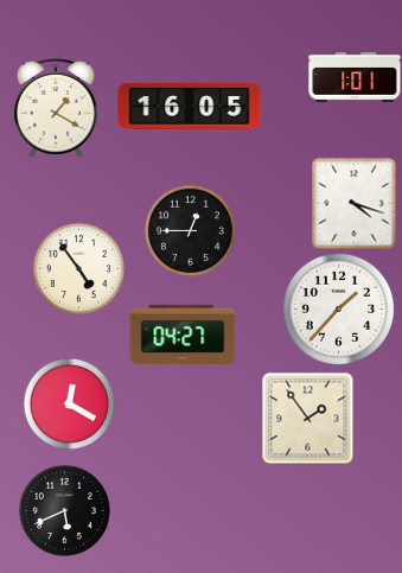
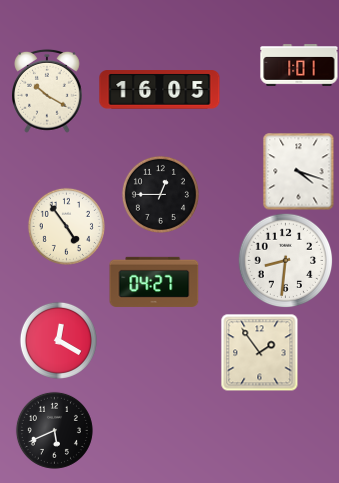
clock at (57, 108): 1:20 -> 10:20
clock at (338, 308): 1:37 -> 8:31
